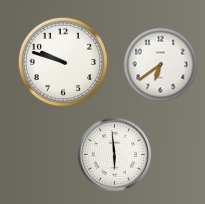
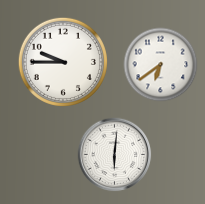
clock at (63, 62): 9:48 -> 9:45
clock at (115, 155): 5:59 -> 6:01
